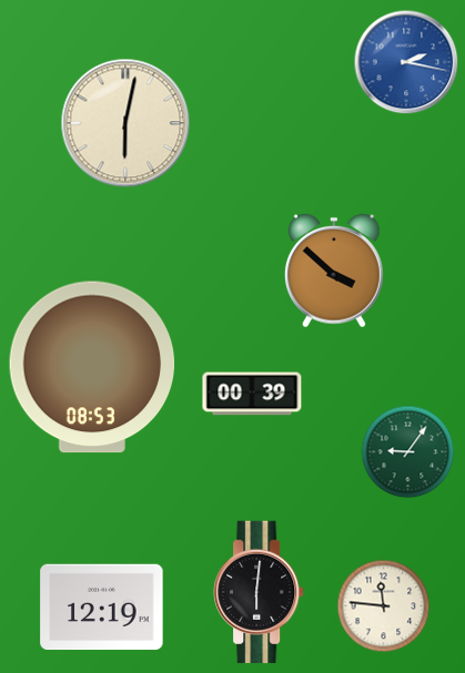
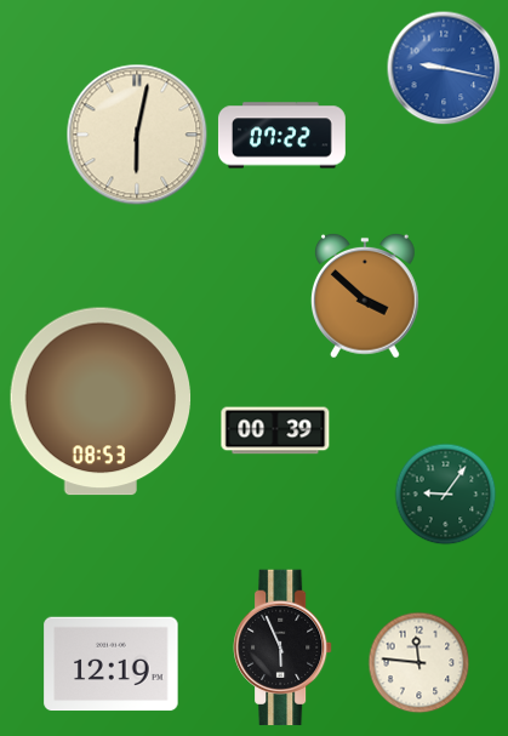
clock at (406, 62): 2:17 -> 9:17
clock at (281, 136): none -> 07:22
clock at (259, 592): 6:01 -> 5:56
